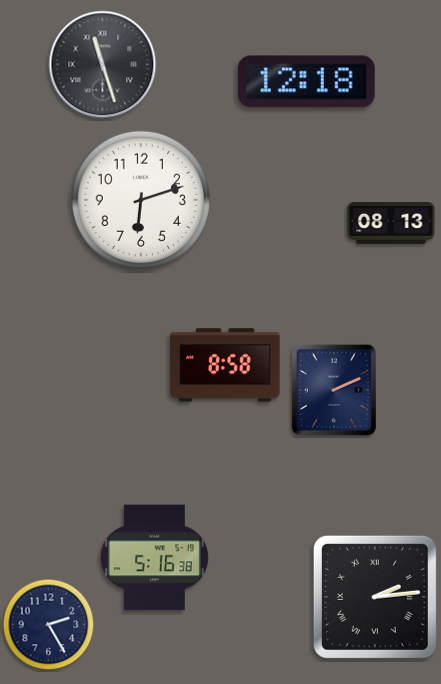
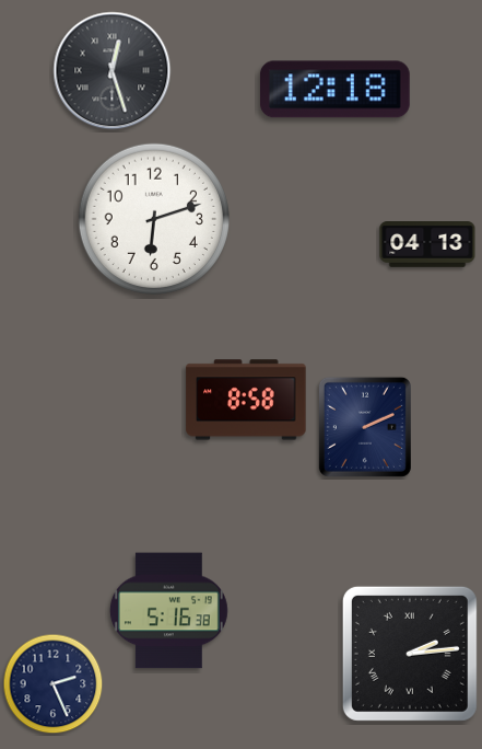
clock at (103, 65): 11:27 -> 12:27
clock at (391, 224): 08:13 -> 04:13
clock at (49, 625): 2:25 -> 2:26
